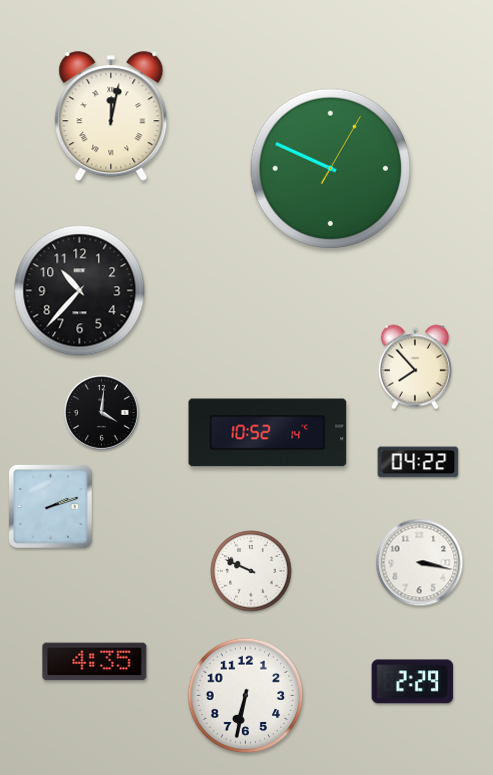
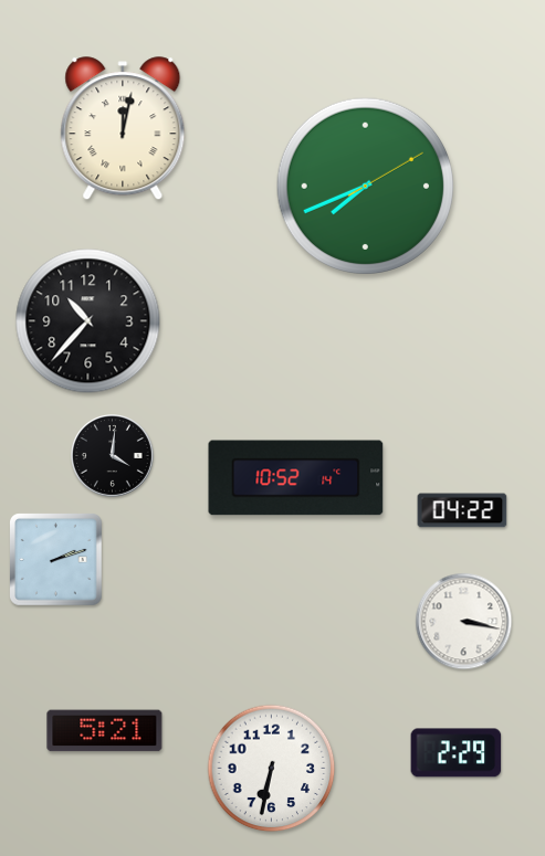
clock at (330, 168): 9:49 -> 7:41
clock at (415, 367): 7:53 -> none
clock at (251, 571): 9:49 -> none
clock at (95, 662): 4:35 -> 5:21
